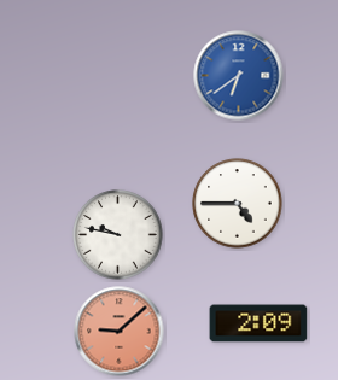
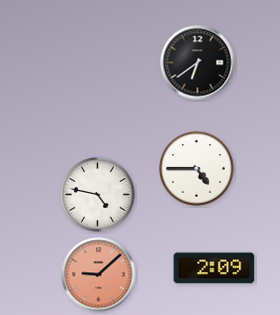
clock at (239, 76) dial: blue -> black
clock at (118, 235): 9:47 -> 4:47
